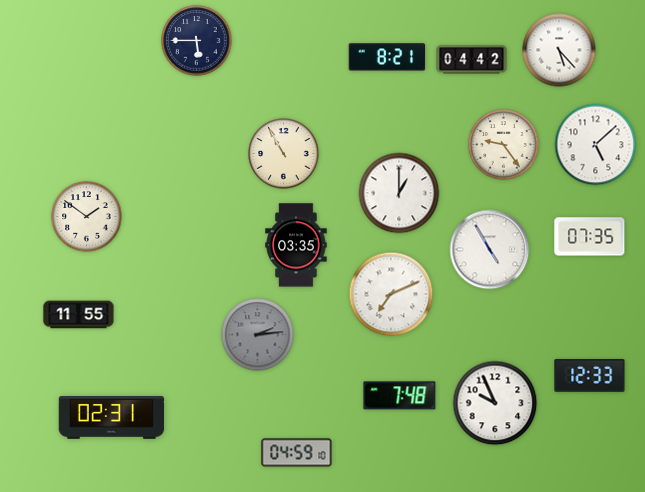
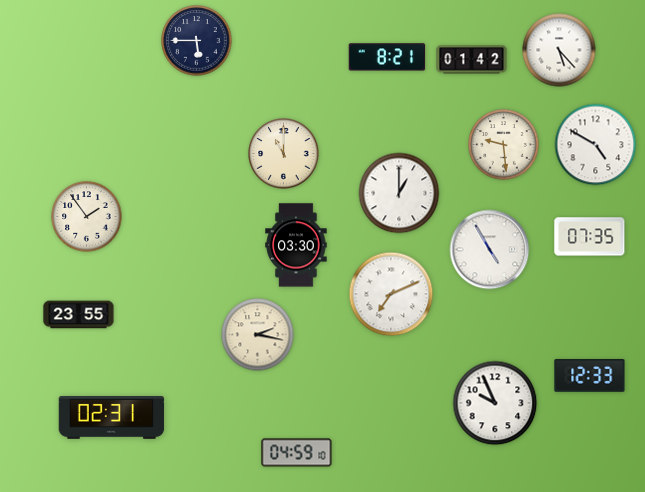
clock at (472, 60): 04:42 -> 01:42
clock at (504, 145): 9:24 -> 9:29
clock at (596, 145): 5:08 -> 4:50
clock at (284, 154): 10:55 -> 11:00
clock at (87, 217): 1:51 -> 1:54
clock at (296, 245): 03:35 -> 03:30
clock at (79, 315): 11:55 -> 23:55
clock at (258, 335): 2:14 -> 2:17
clock at (258, 335) dial: grey -> cream
clock at (400, 396): 7:48 -> none
